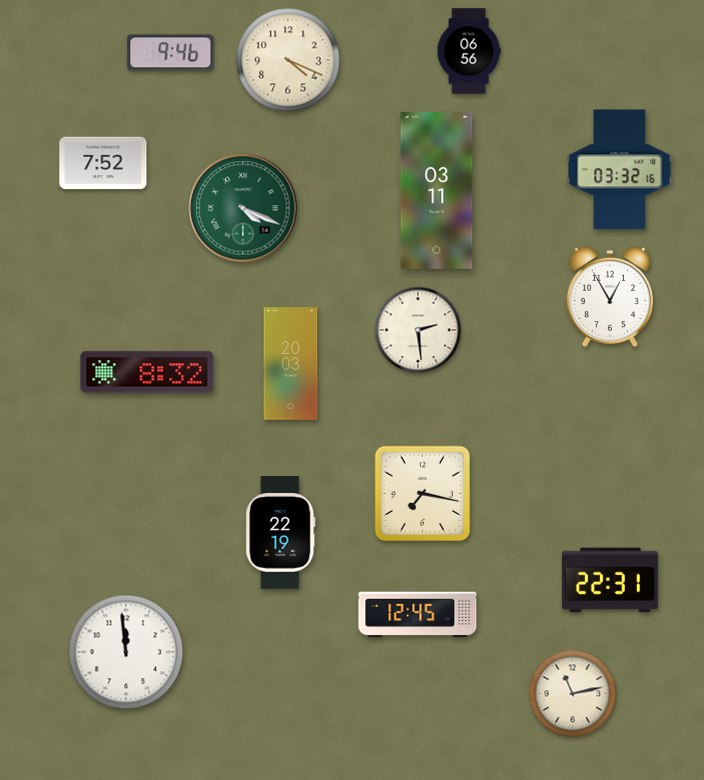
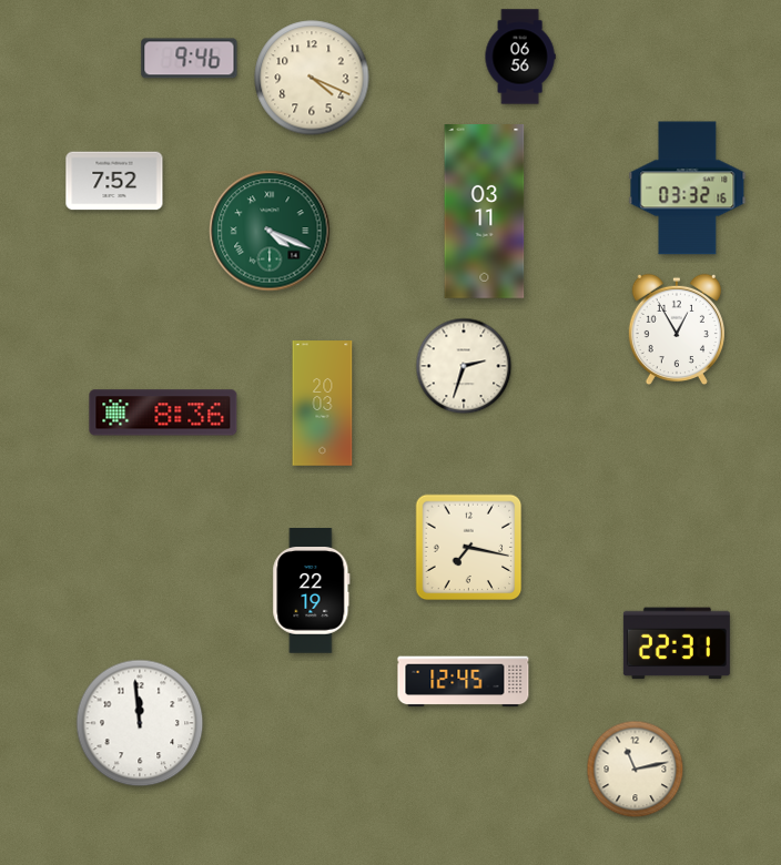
clock at (288, 60) position: (288, 60) -> (312, 78)
clock at (418, 330): 2:29 -> 2:33
clock at (147, 372): 8:32 -> 8:36
